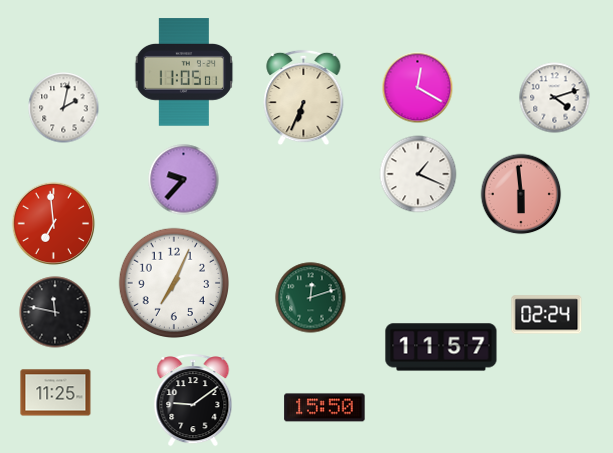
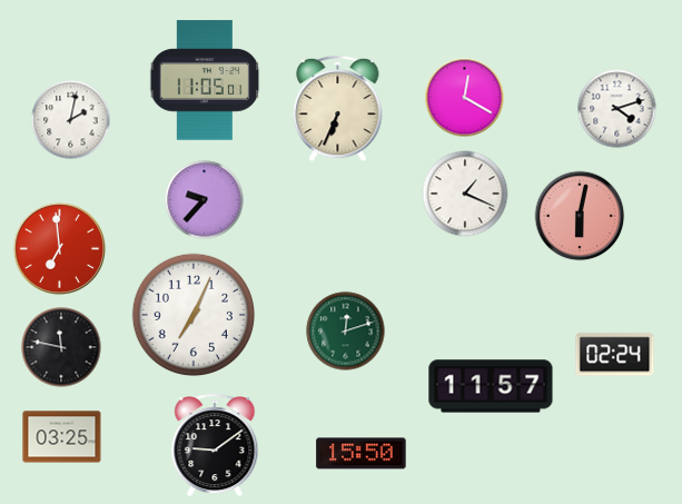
clock at (521, 194): 5:59 -> 6:02
clock at (547, 315) position: (547, 315) -> (615, 355)
clock at (56, 393): 11:25 -> 03:25
